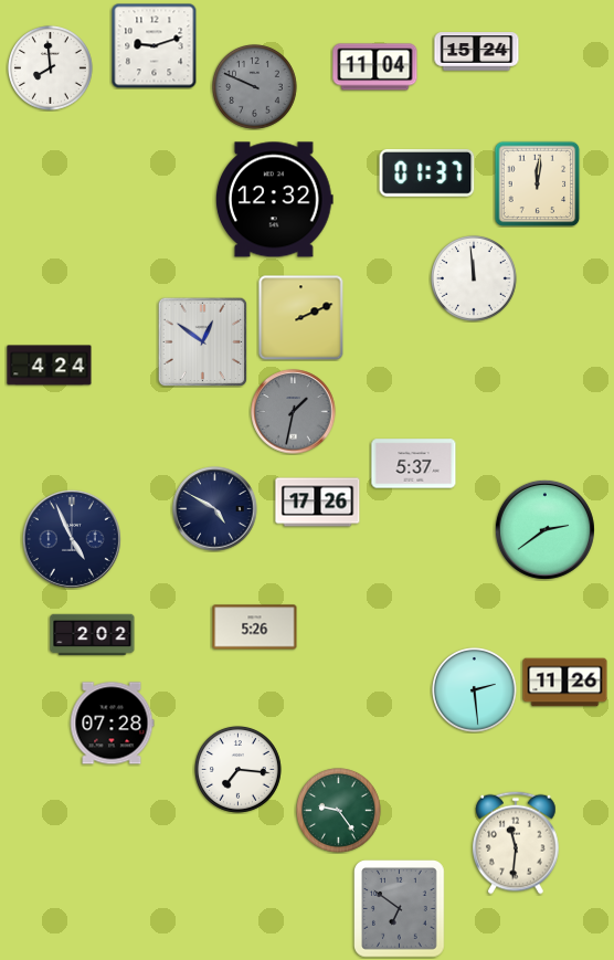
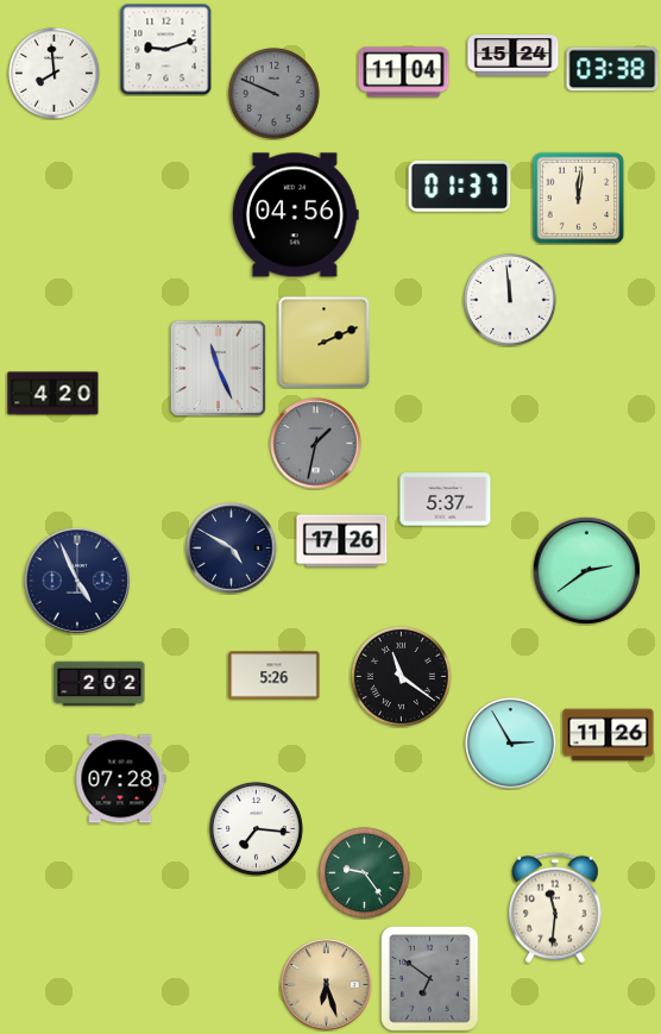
clock at (612, 69): none -> 03:38
clock at (274, 200): 12:32 -> 04:56
clock at (202, 341): 12:51 -> 11:26
clock at (50, 366): 4:24 -> 4:20
clock at (401, 676): none -> 11:21
clock at (475, 690): 2:29 -> 2:55
clock at (327, 985): none -> 6:27
